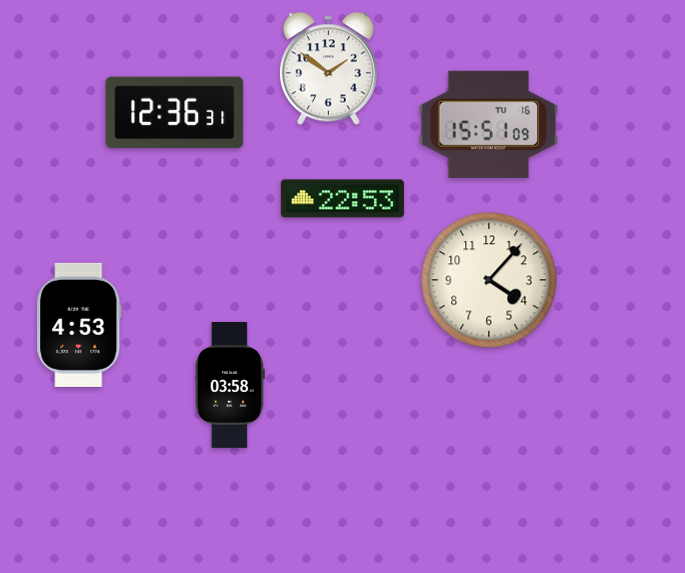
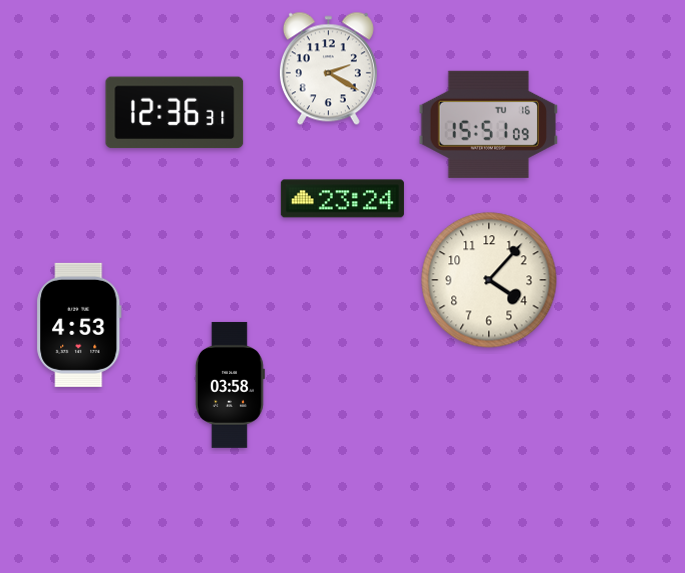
clock at (328, 69): 1:51 -> 2:20
clock at (342, 199): 22:53 -> 23:24
